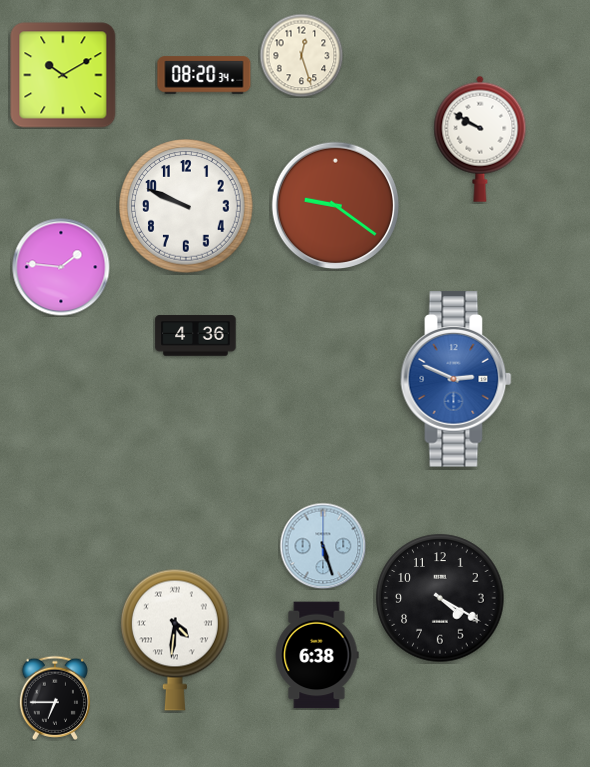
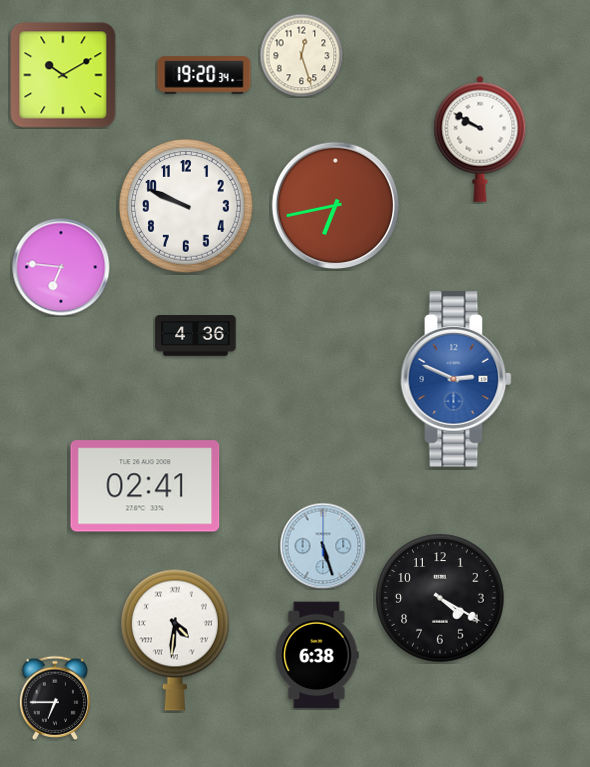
clock at (204, 75): 08:20 -> 19:20
clock at (336, 206): 9:21 -> 6:43
clock at (61, 267): 1:46 -> 6:46
clock at (145, 486): none -> 02:41
